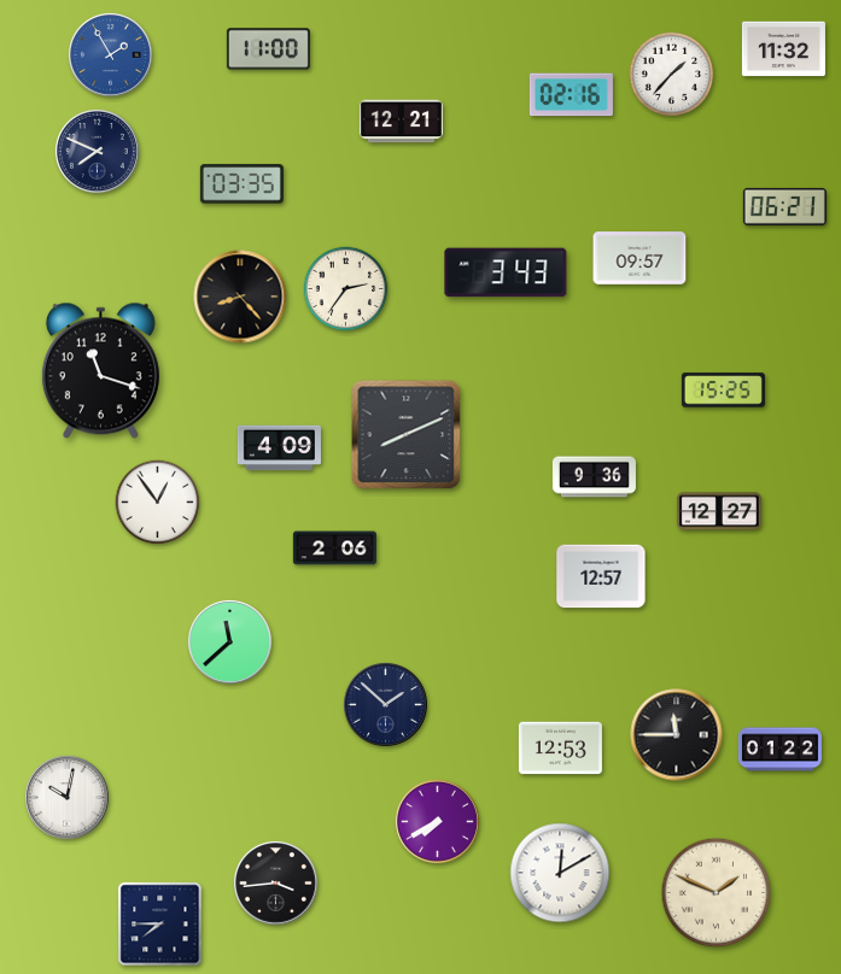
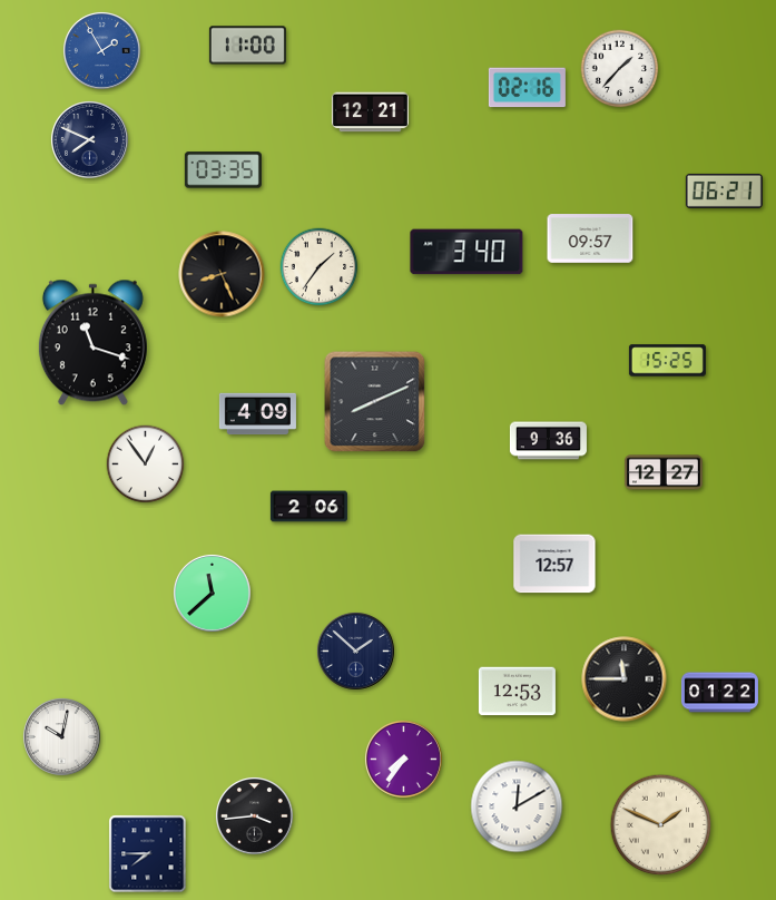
clock at (783, 49): 11:32 -> none
clock at (506, 272): 3:43 -> 3:40
clock at (346, 289): 2:36 -> 1:36
clock at (240, 297): 8:23 -> 8:26
clock at (601, 576) position: (601, 576) -> (554, 564)
clock at (438, 822): 7:40 -> 7:36
